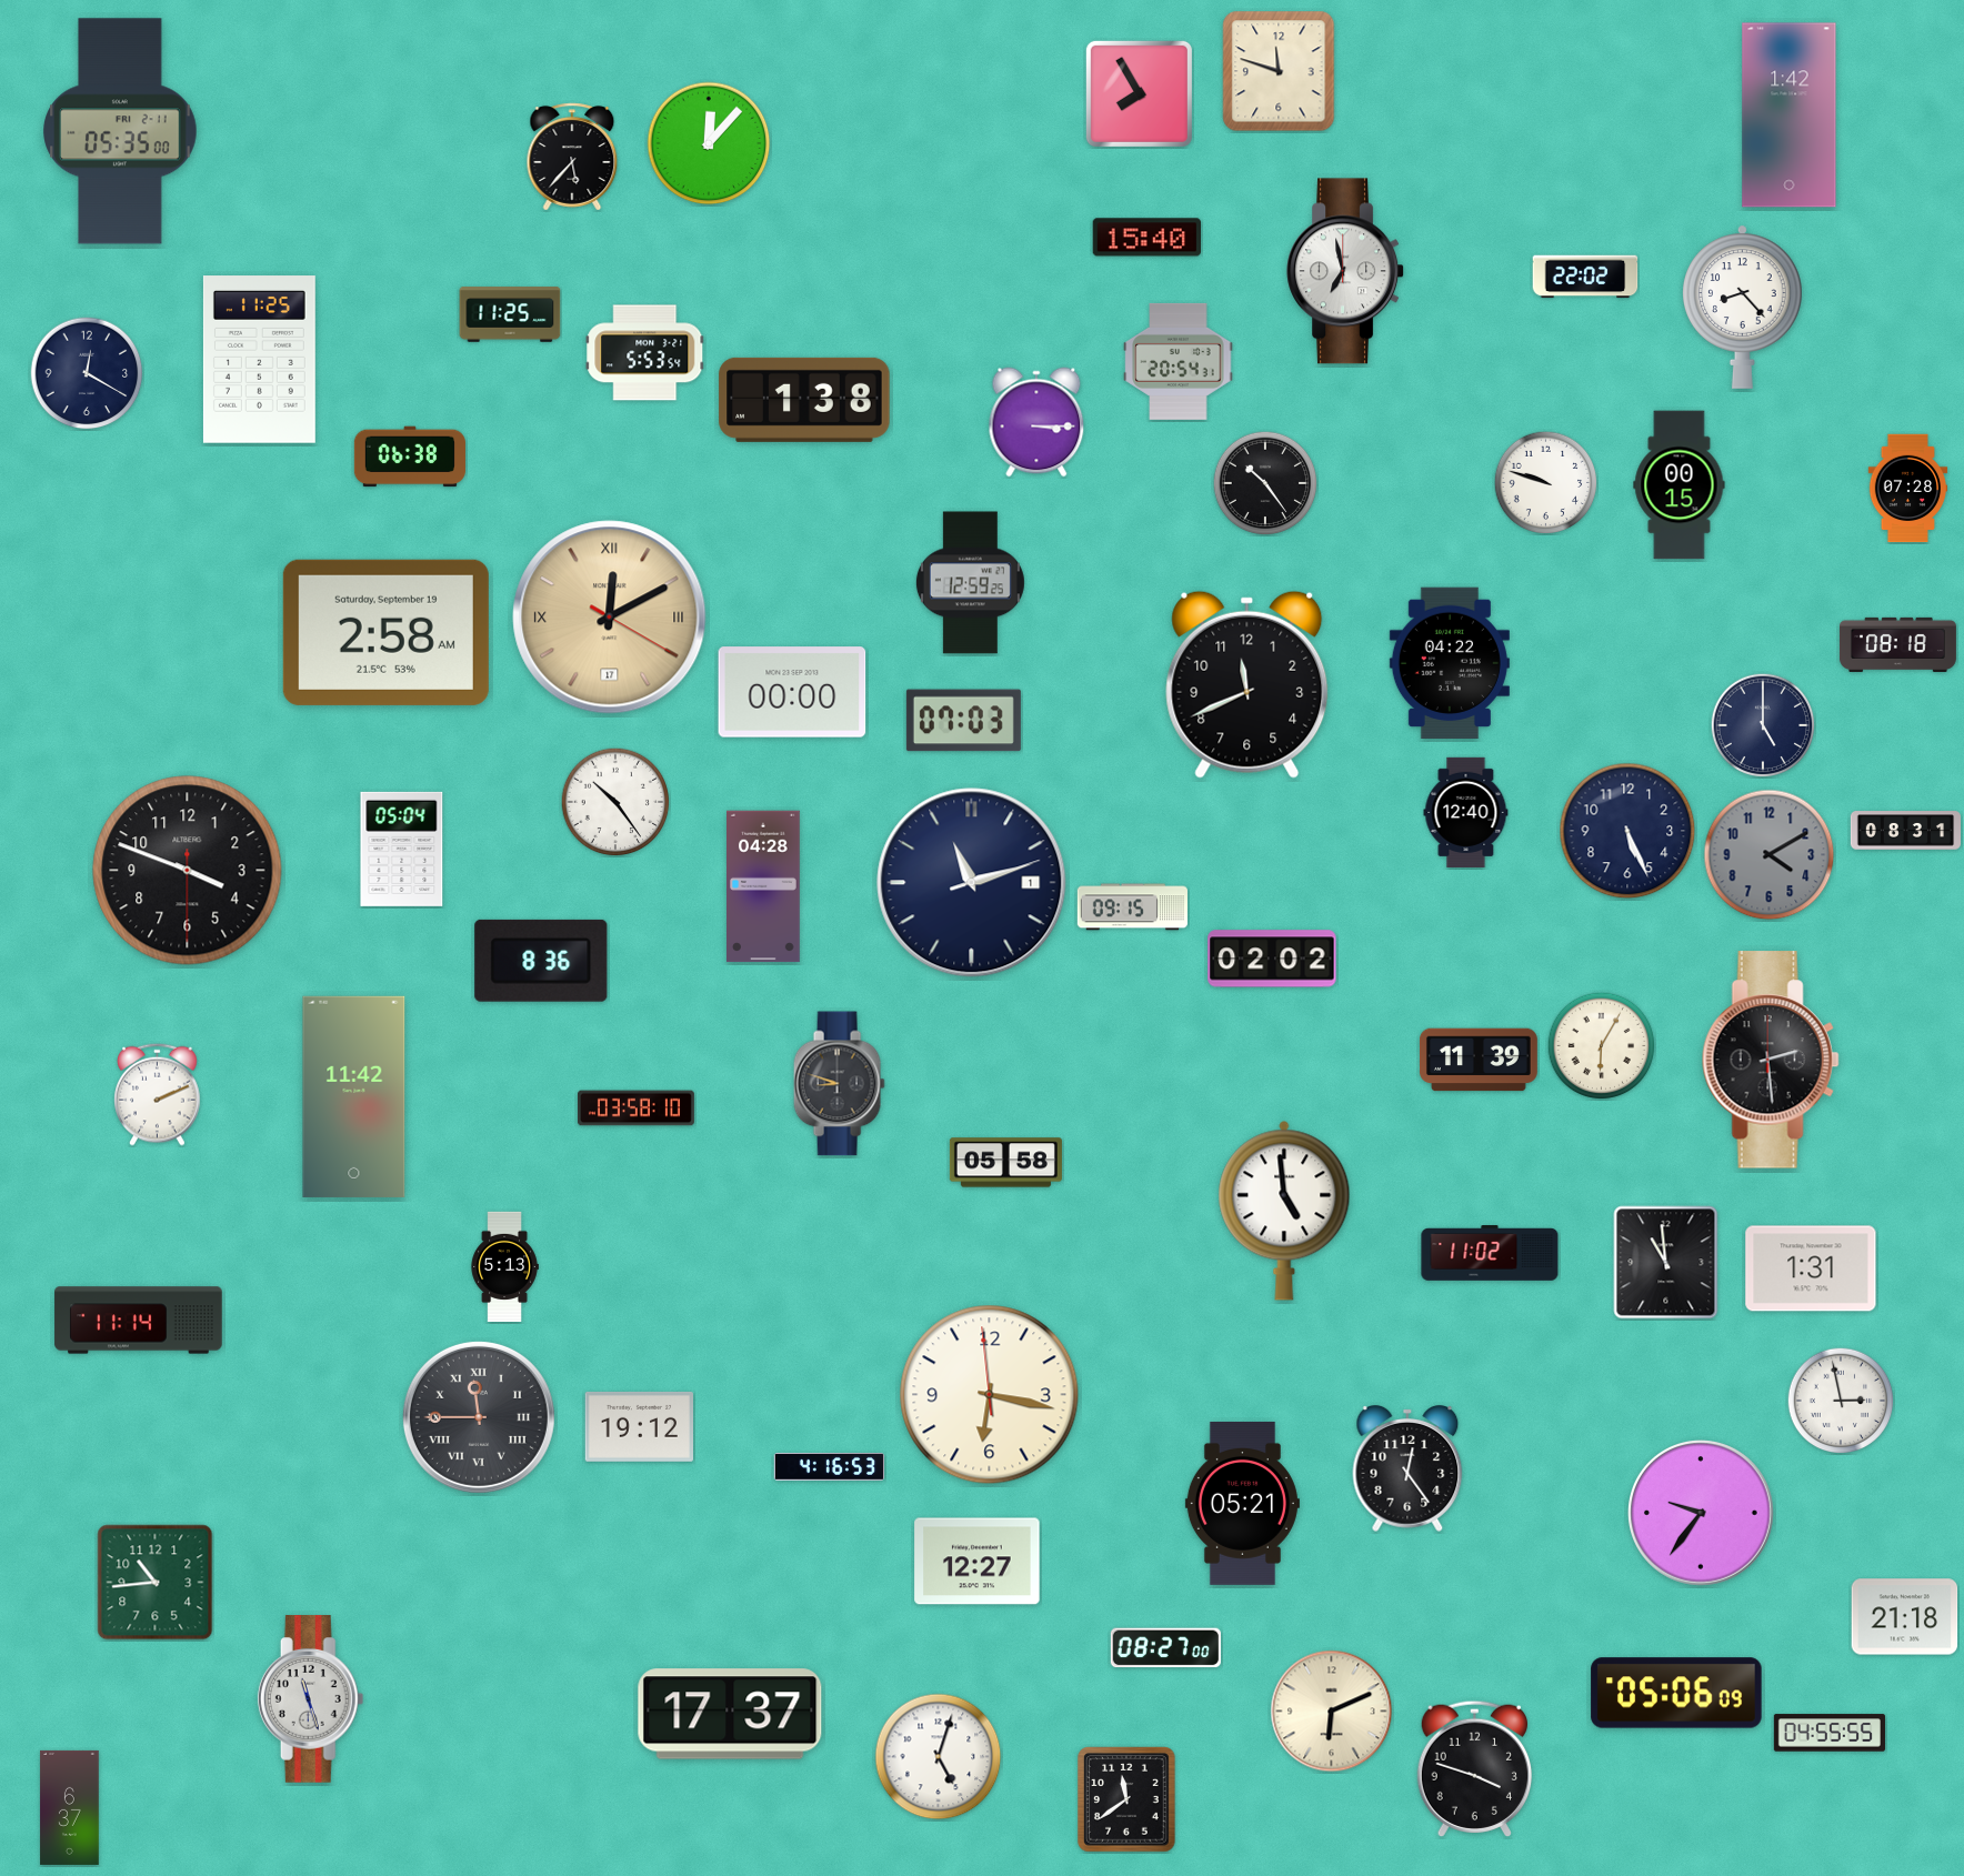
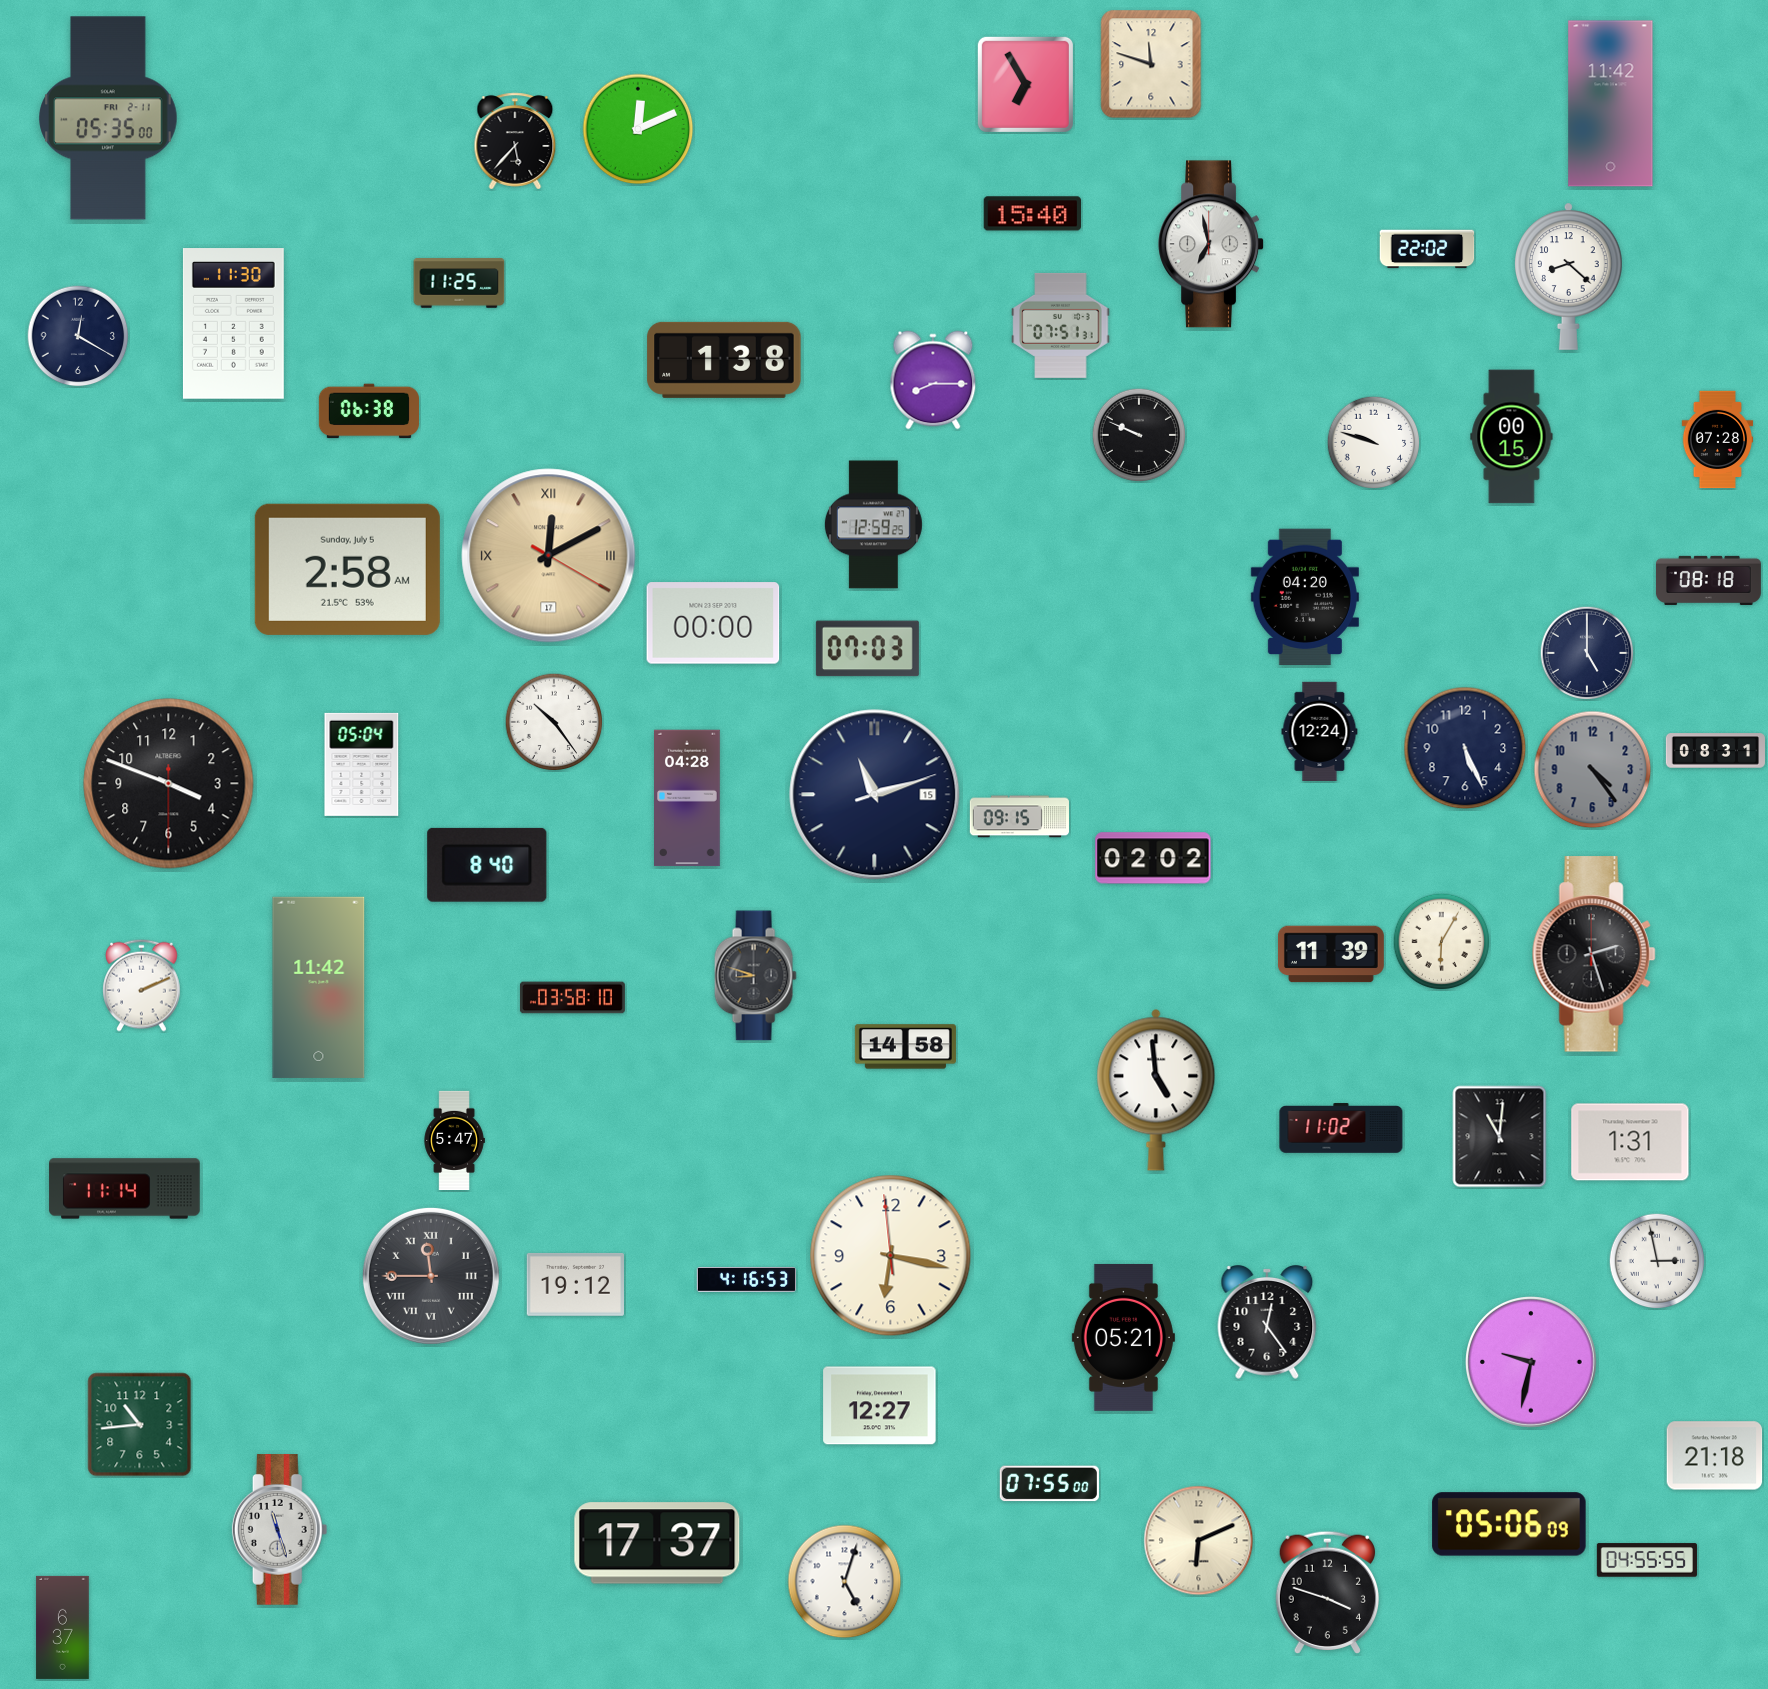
clock at (1139, 93): 7:55 -> 6:55
clock at (1790, 116): 1:42 -> 11:42
clock at (709, 143): 12:07 -> 12:11
clock at (1743, 307): 8:23 -> 8:22
clock at (645, 353): 5:53 -> none
clock at (259, 360): 11:25 -> 11:30
clock at (1179, 361): 20:54 -> 07:51
clock at (1036, 422): 3:15 -> 8:15
clock at (1545, 482) position: (1545, 482) -> (1373, 442)
clock at (1265, 483): 10:24 -> 9:49
clock at (385, 632) date: Saturday, September 19 -> Sunday, July 5
clock at (1450, 663): 04:22 -> 04:20
clock at (1247, 684): 11:41 -> none
clock at (1466, 812): 12:40 -> 12:24
clock at (1905, 831) position: (1905, 831) -> (1715, 751)
clock at (1770, 855): 4:10 -> 4:24
clock at (972, 883) date: 1 -> 15
clock at (1272, 959) position: (1272, 959) -> (1153, 858)
clock at (541, 961): 8:36 -> 8:40
clock at (1771, 1060): 2:29 -> 2:27
clock at (1005, 1163): 05:58 -> 14:58
clock at (1666, 1263): 10:59 -> 11:01
clock at (504, 1266): 5:13 -> 5:47
clock at (829, 1467) position: (829, 1467) -> (746, 1280)
clock at (1242, 1503) position: (1242, 1503) -> (1123, 1337)
clock at (1702, 1514): 9:36 -> 9:32
clock at (1165, 1648): 08:27 -> 07:55
clock at (1126, 1799): 11:39 -> none
